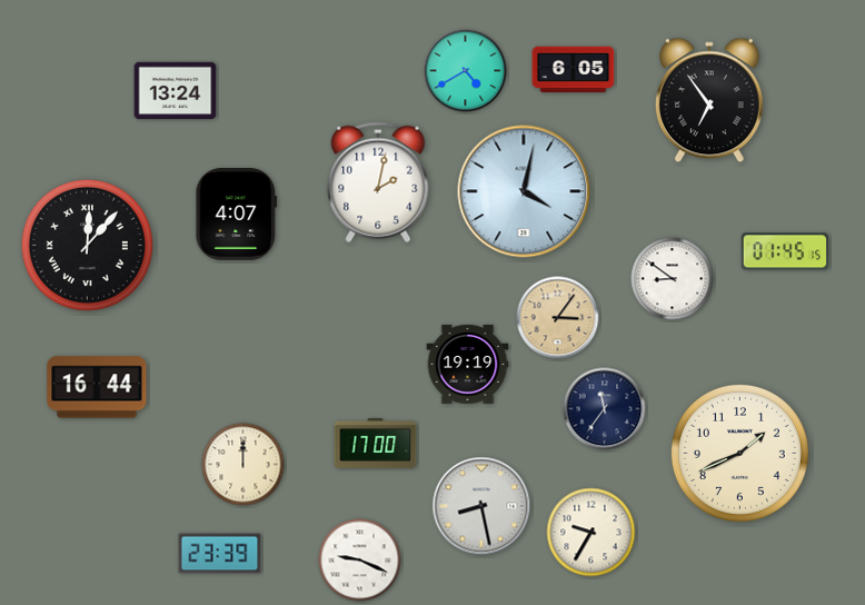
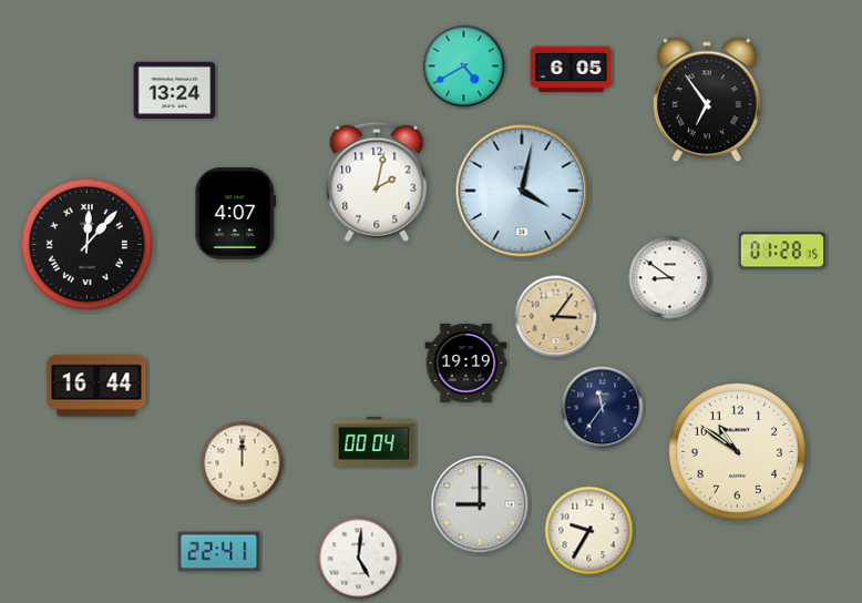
clock at (466, 71) position: (466, 71) -> (464, 67)
clock at (784, 251): 01:45 -> 01:28
clock at (376, 444): 17:00 -> 00:04
clock at (739, 453): 1:41 -> 10:51
clock at (481, 506): 8:28 -> 9:00
clock at (220, 554): 23:39 -> 22:41
clock at (360, 561): 9:19 -> 5:01
